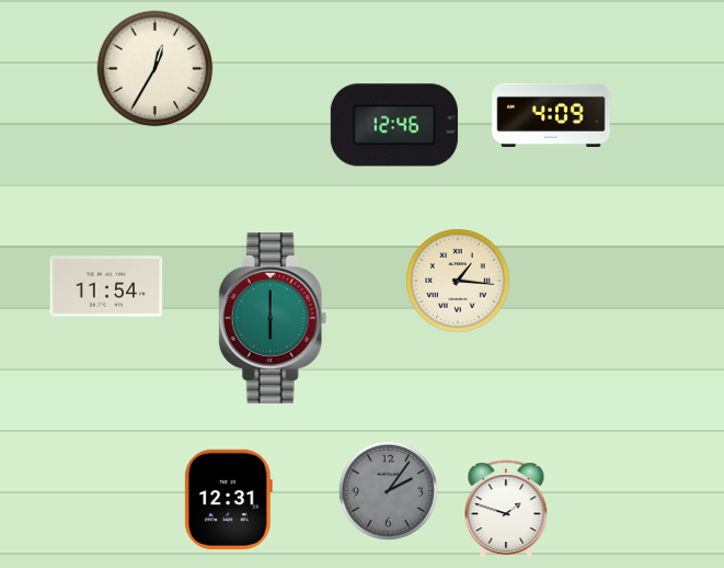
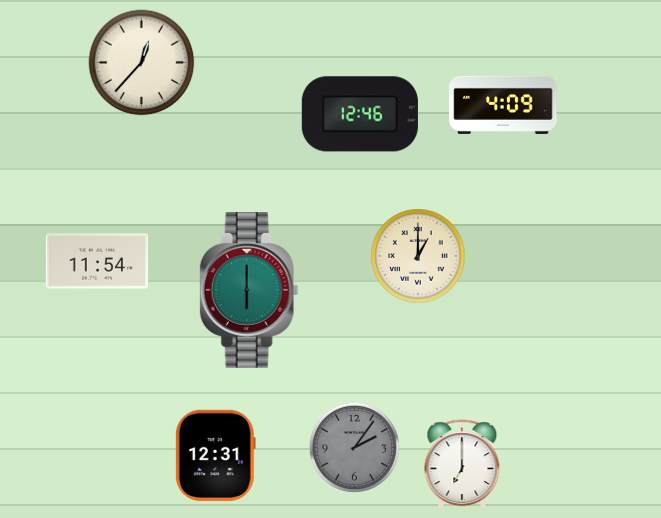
clock at (156, 69): 12:35 -> 12:37
clock at (458, 281): 1:16 -> 1:00
clock at (228, 499) position: (228, 499) -> (215, 455)
clock at (506, 510): 1:48 -> 7:00
